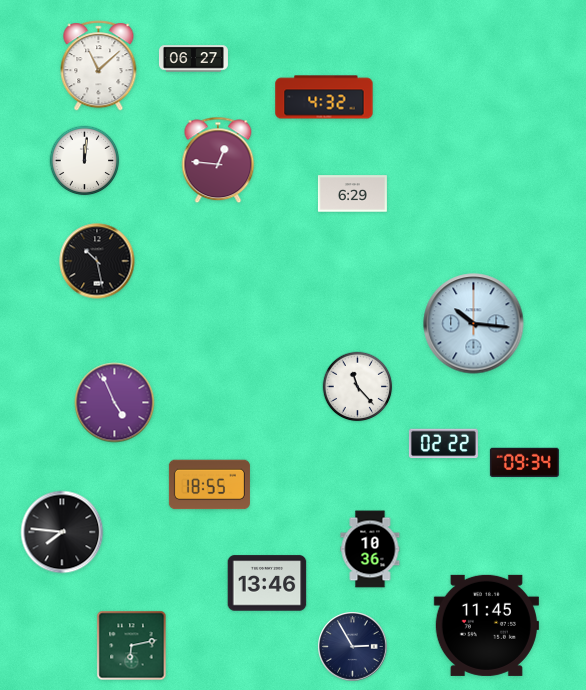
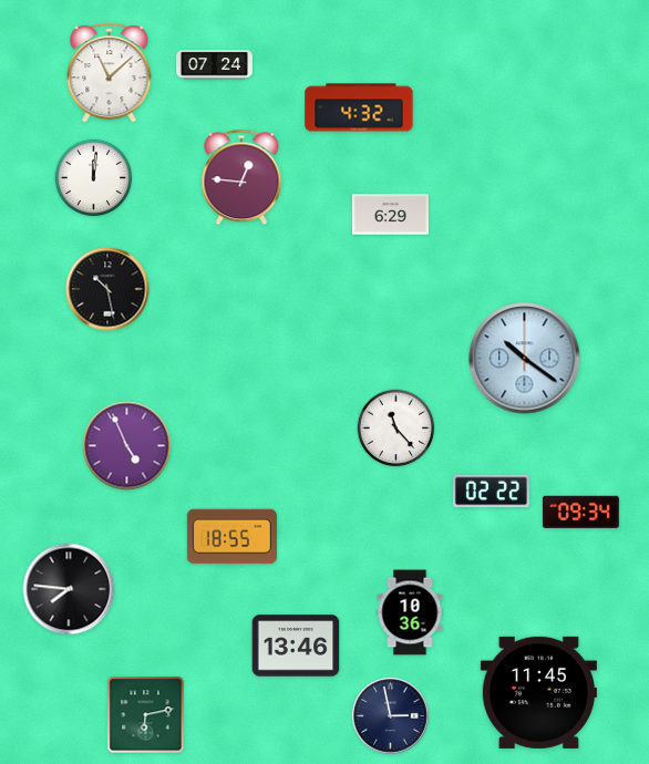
clock at (193, 59): 06:27 -> 07:24
clock at (474, 324): 10:16 -> 10:21
clock at (370, 549) position: (370, 549) -> (410, 612)
clock at (353, 647): 2:55 -> 2:58
